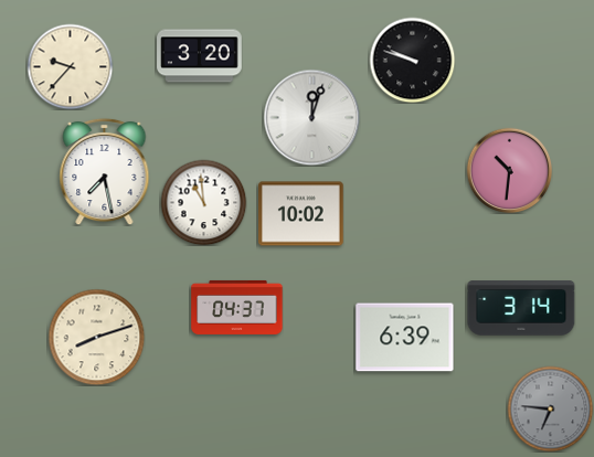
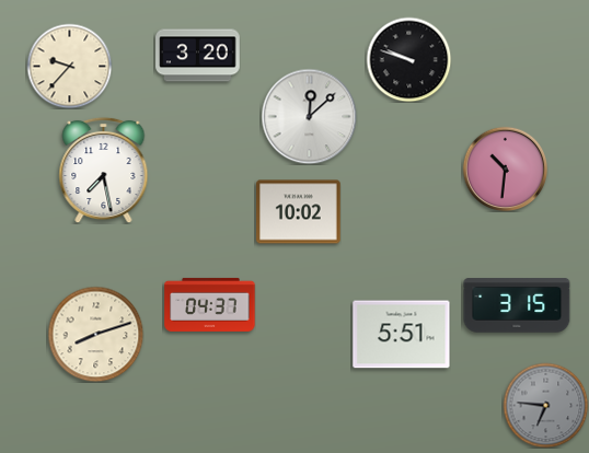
clock at (311, 117): 12:03 -> 12:08
clock at (203, 202): 10:59 -> none
clock at (237, 307) position: (237, 307) -> (210, 304)
clock at (521, 308): 3:14 -> 3:15
clock at (405, 338): 6:39 -> 5:51
